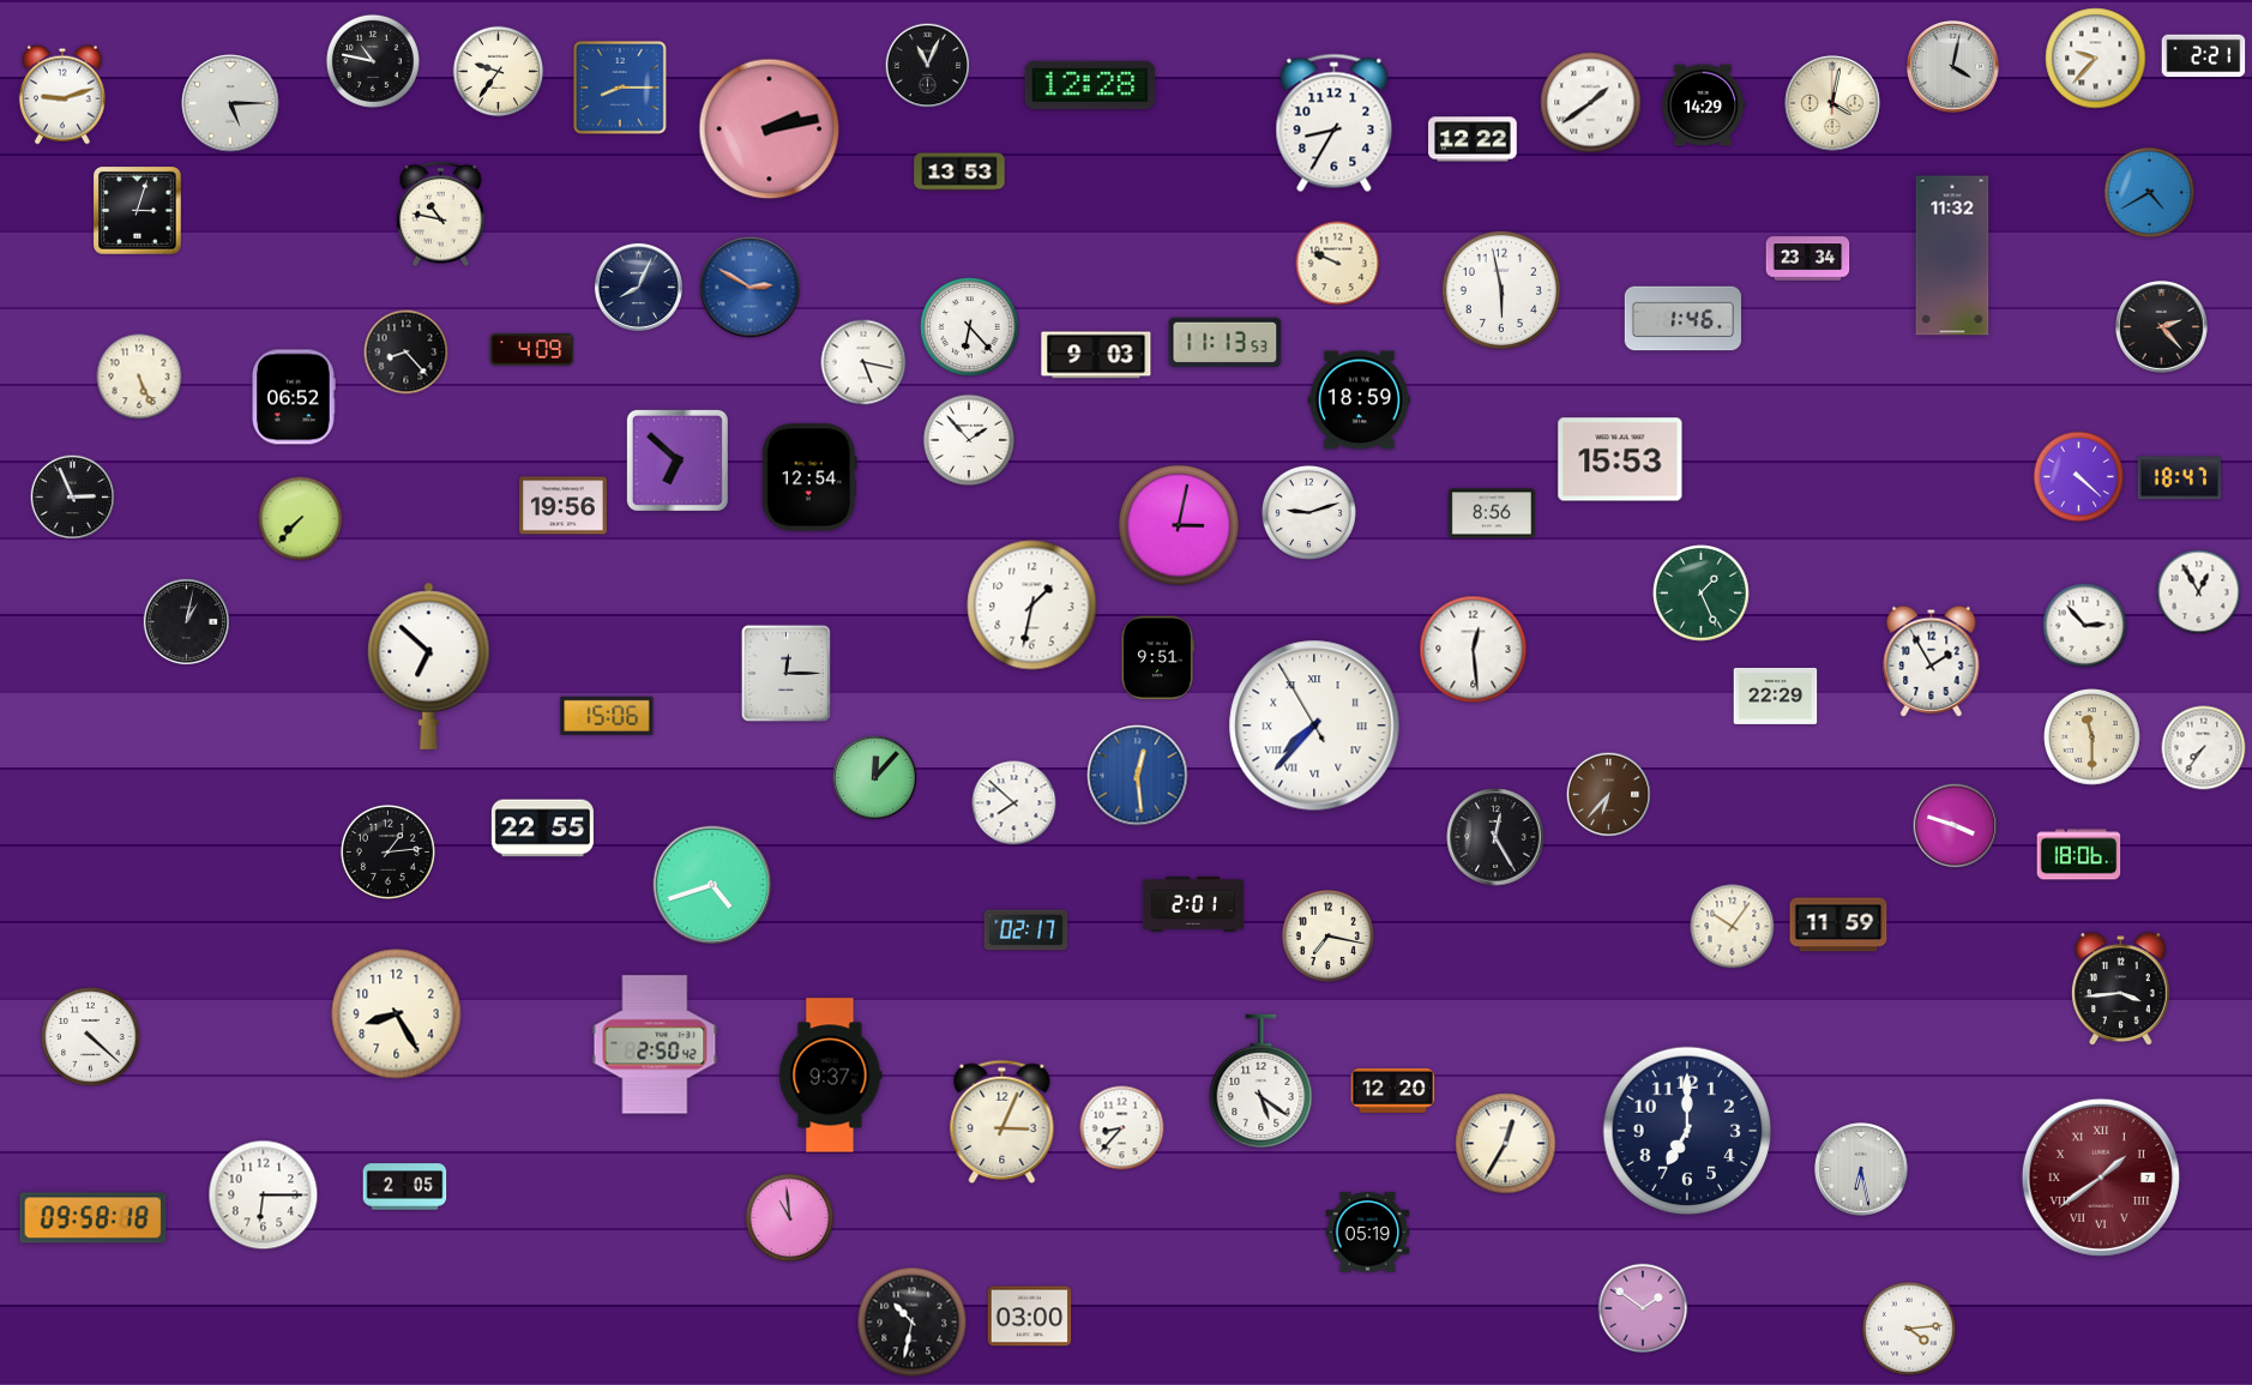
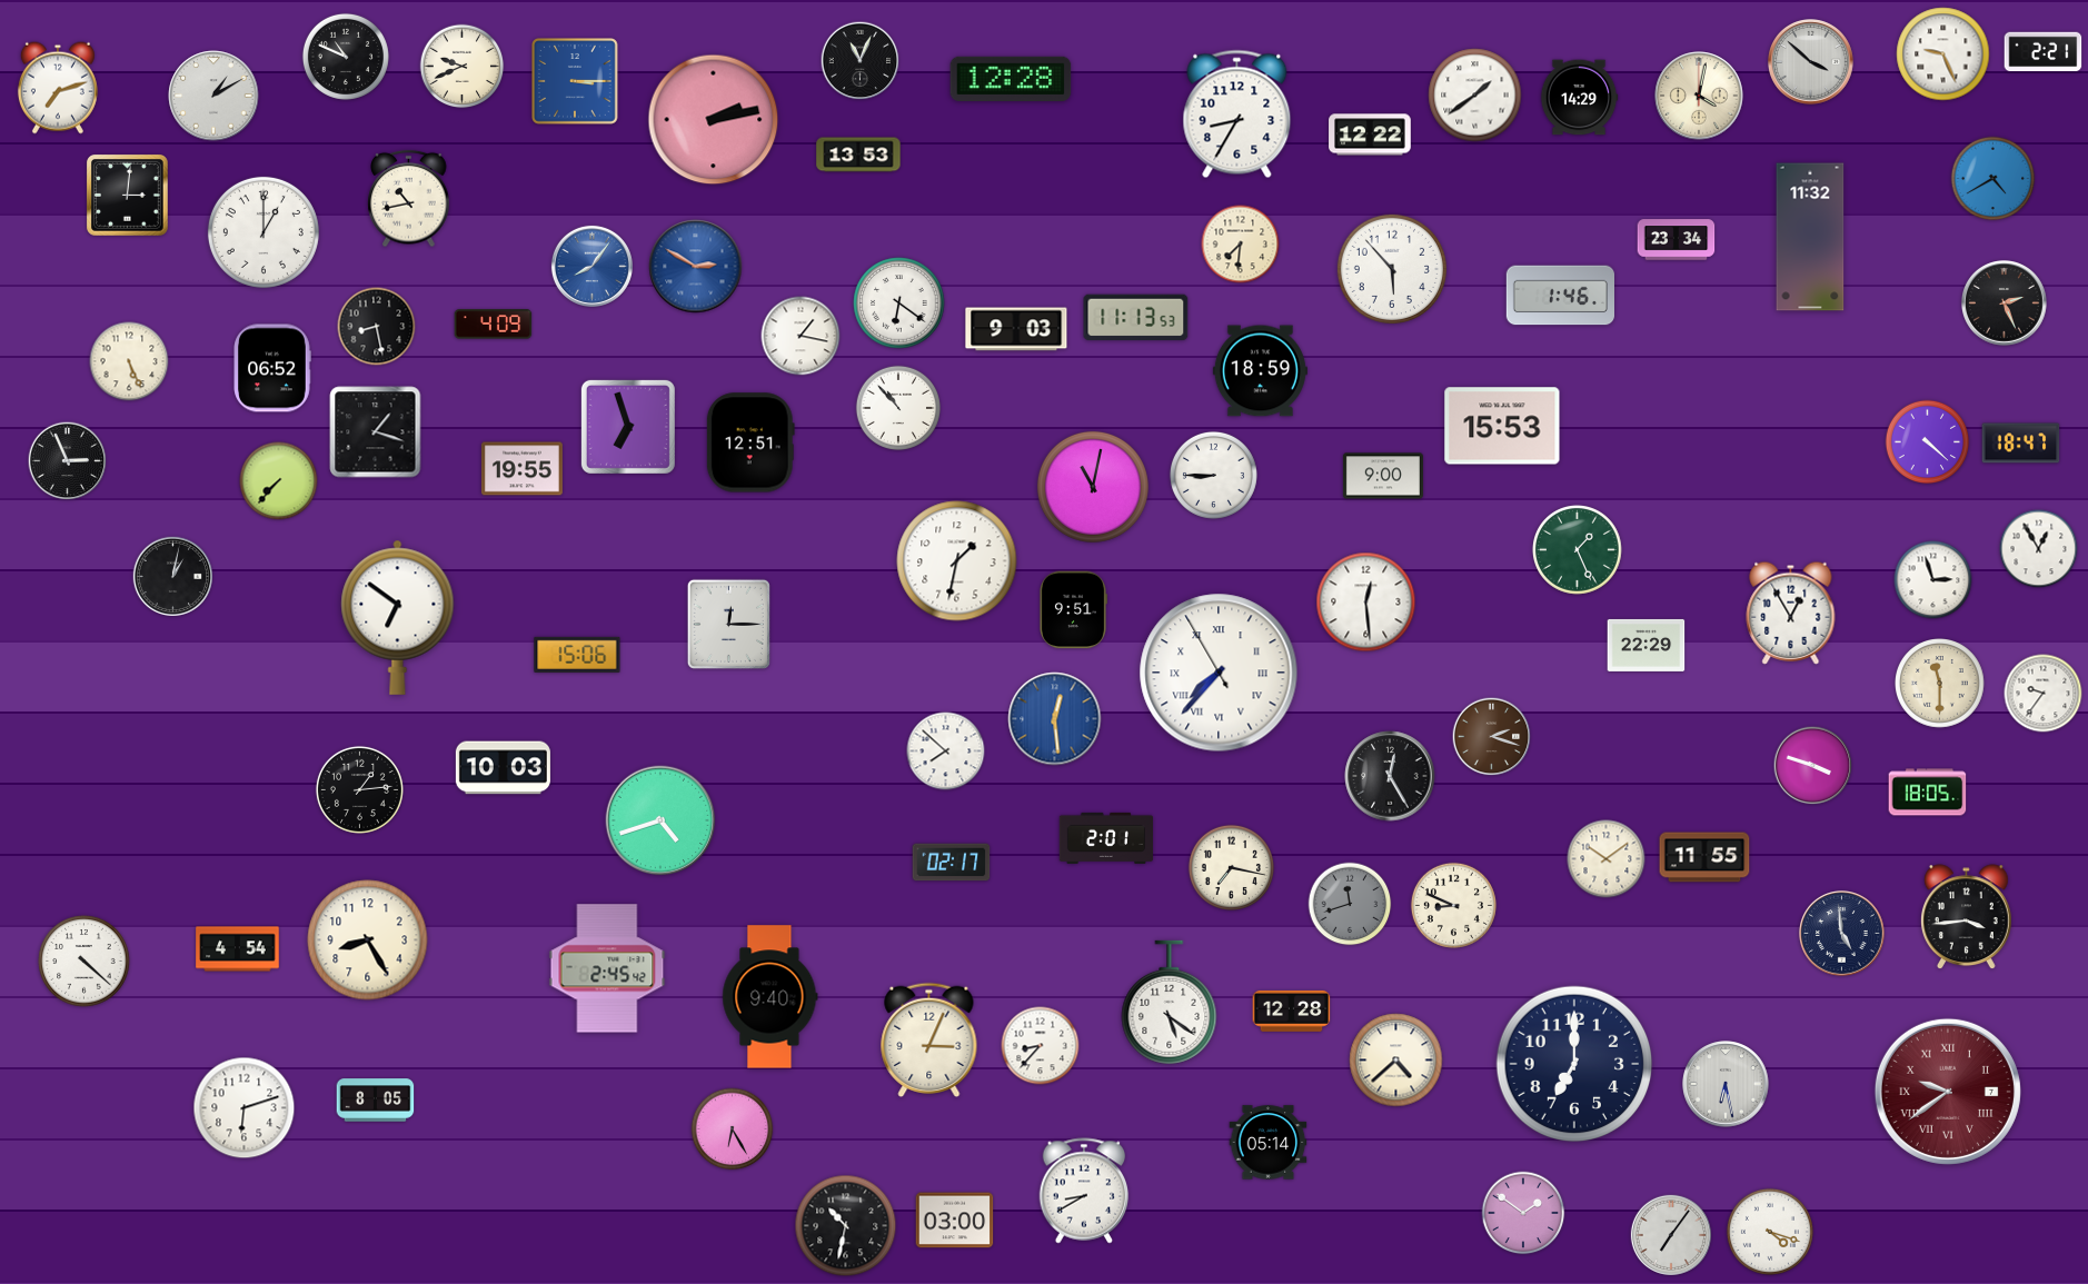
clock at (2096, 59): 9:37 -> 9:26
clock at (373, 61): 10:47 -> 10:49
clock at (1953, 67): 4:02 -> 3:52
clock at (499, 72): 9:36 -> 9:41
clock at (621, 89): 8:15 -> 3:15
clock at (62, 95): 9:12 -> 7:12
clock at (230, 103): 5:15 -> 1:10
clock at (1473, 139) position: (1473, 139) -> (1370, 135)
clock at (959, 171) position: (959, 171) -> (858, 155)
clock at (138, 211): 3:03 -> 3:01
clock at (441, 215): 10:47 -> 10:43
clock at (264, 232): none -> 1:00
clock at (1338, 264): 9:49 -> 7:31
clock at (638, 287): 8:04 -> 8:06
clock at (638, 287) dial: navy -> blue
clock at (1501, 290): 5:58 -> 5:53
clock at (970, 327): 6:23 -> 6:21
clock at (2162, 327): 2:23 -> 2:26
clock at (407, 353): 8:23 -> 8:28
clock at (863, 362): 5:17 -> 1:17
clock at (139, 377) position: (139, 377) -> (129, 361)
clock at (968, 439): 1:53 -> 10:53
clock at (678, 460): 6:52 -> 6:57
clock at (376, 432): none -> 1:18
clock at (809, 477): 12:54 -> 12:51
clock at (562, 506): 19:56 -> 19:55
clock at (1308, 512): 9:12 -> 8:45
clock at (1492, 513): 8:56 -> 9:00
clock at (1179, 525): 3:02 -> 11:02
clock at (2085, 626): 2:53 -> 2:57
clock at (1932, 661): 1:55 -> 12:55
clock at (429, 666): 6:52 -> 6:51
clock at (607, 716) position: (607, 716) -> (577, 655)
clock at (2204, 748): 7:36 -> 9:36
clock at (875, 778): 12:07 -> none
clock at (1609, 795): 6:37 -> 2:18
clock at (1014, 803) position: (1014, 803) -> (946, 752)
clock at (542, 829): 22:55 -> 10:03
clock at (1495, 837) position: (1495, 837) -> (1390, 776)
clock at (2079, 855): 18:06 -> 18:05
clock at (1838, 925): 11:59 -> 11:55
clock at (1733, 927): 10:06 -> 10:09
clock at (1350, 904): none -> 11:42
clock at (1453, 905): none -> 8:49
clock at (1842, 934): none -> 4:59
clock at (238, 949): none -> 4:54
clock at (655, 1044): 2:50 -> 2:45
clock at (831, 1076): 9:37 -> 9:40
clock at (1393, 1090): 12:20 -> 12:28
clock at (1687, 1131) position: (1687, 1131) -> (1574, 1064)
clock at (1506, 1144): 12:35 -> 4:38
clock at (2101, 1178): 1:39 -> 9:39
clock at (405, 1187): 2:05 -> 8:05
clock at (264, 1196): 6:15 -> 6:12
clock at (94, 1218): 09:58 -> none
clock at (790, 1218): 10:59 -> 6:25
clock at (1368, 1233): 05:19 -> 05:14
clock at (1084, 1191): none -> 8:40
clock at (1909, 1329): 4:14 -> 4:18
clock at (1671, 1235): none -> 7:06
